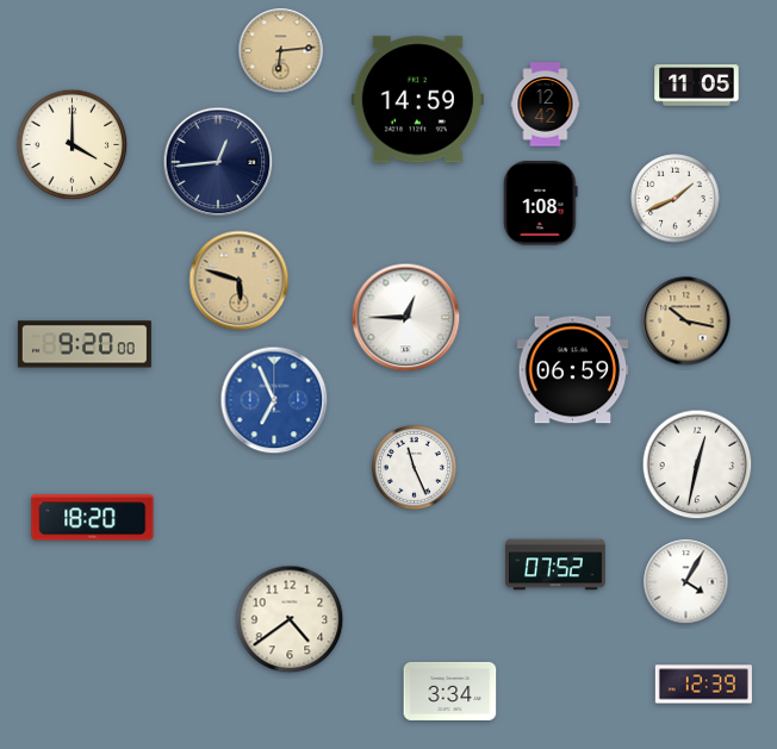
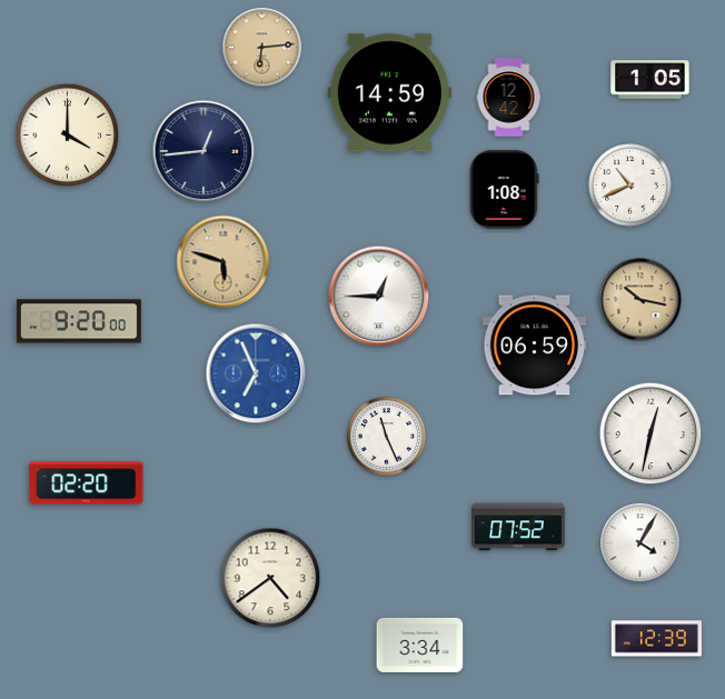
clock at (697, 86): 11:05 -> 1:05
clock at (676, 199): 1:41 -> 10:41
clock at (93, 518): 18:20 -> 02:20
